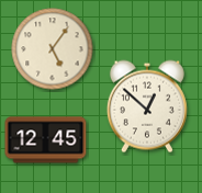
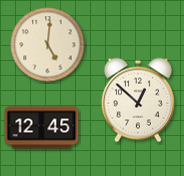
clock at (53, 49): 5:06 -> 5:01
clock at (147, 106) position: (147, 106) -> (138, 100)
